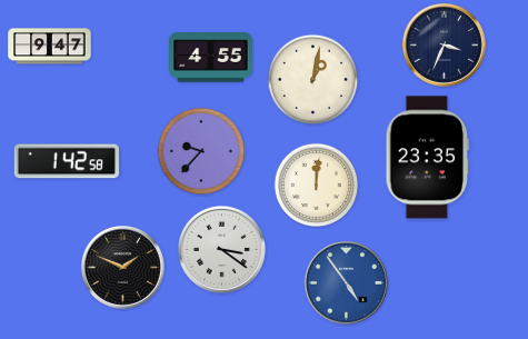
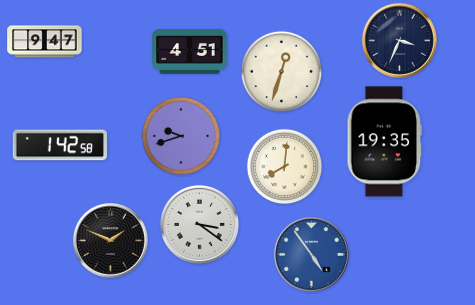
clock at (211, 58): 4:55 -> 4:51
clock at (312, 79): 1:02 -> 12:33
clock at (201, 151): 9:37 -> 9:42
clock at (428, 158): 23:35 -> 19:35
clock at (317, 186): 12:01 -> 8:01
